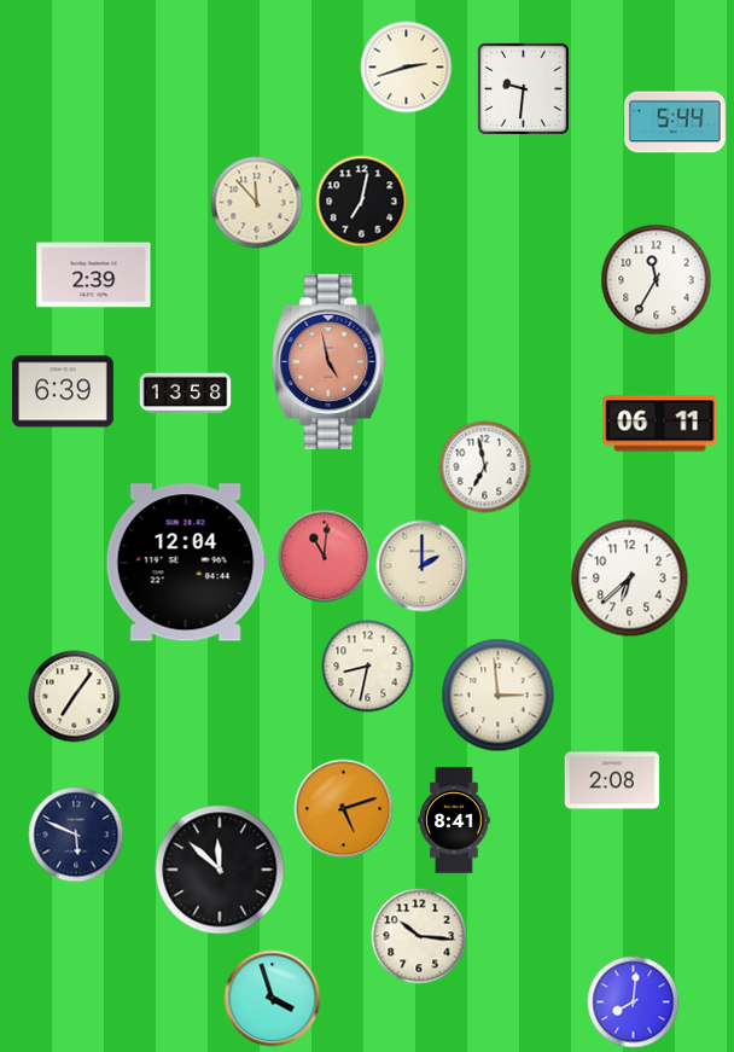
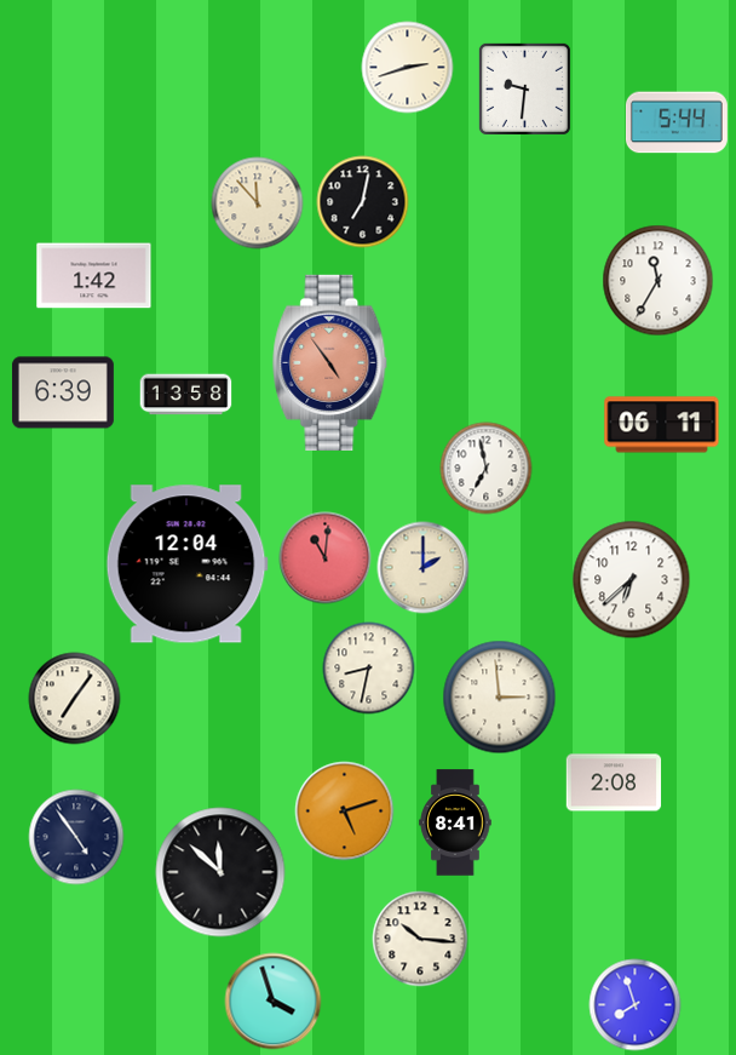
clock at (94, 275): 2:39 -> 1:42
clock at (330, 361): 4:58 -> 4:54
clock at (76, 835): 5:49 -> 4:54
clock at (634, 1002): 8:01 -> 7:57
